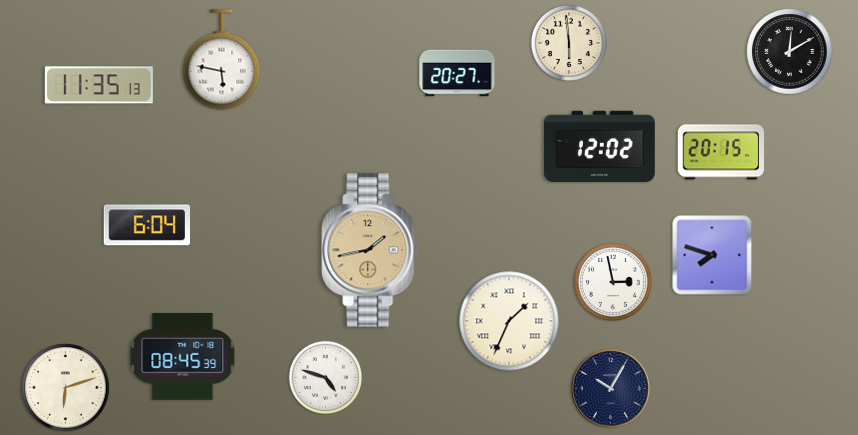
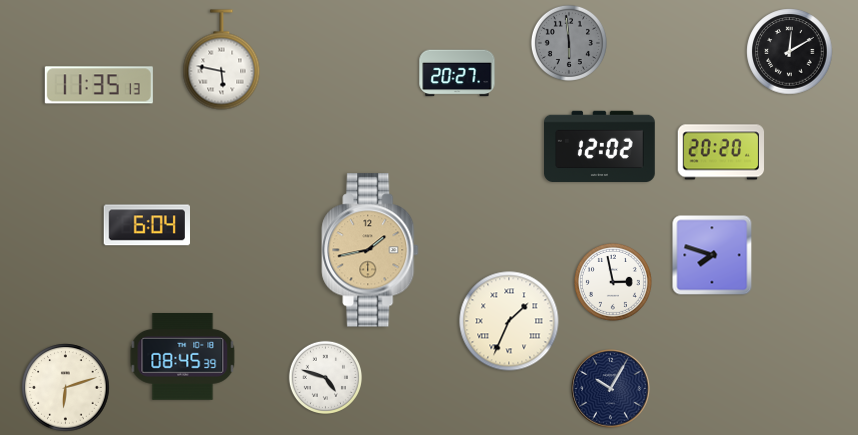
clock at (569, 43) dial: cream -> grey
clock at (721, 152): 20:15 -> 20:20
